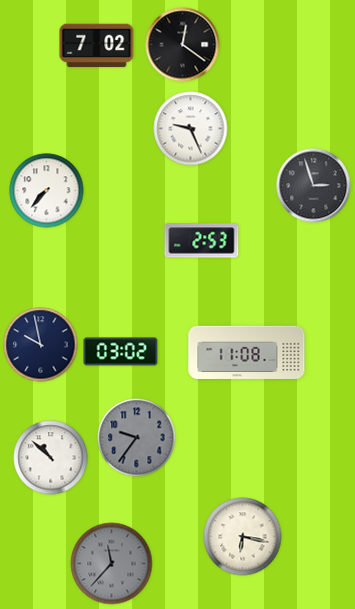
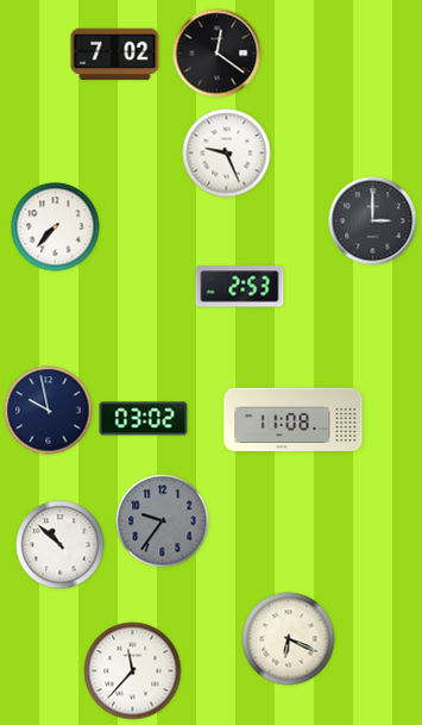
clock at (314, 186): 2:57 -> 3:00
clock at (243, 537): 6:17 -> 6:19
clock at (112, 564) dial: grey -> white
